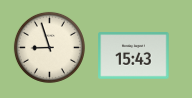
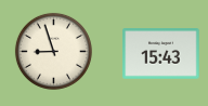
clock at (134, 56) position: (134, 56) -> (161, 54)
